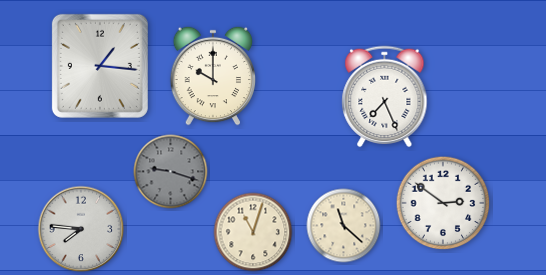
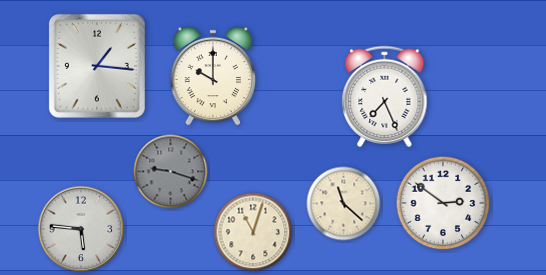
clock at (100, 66) position: (100, 66) -> (97, 66)
clock at (344, 226) position: (344, 226) -> (344, 204)
clock at (81, 229): 7:46 -> 5:46
